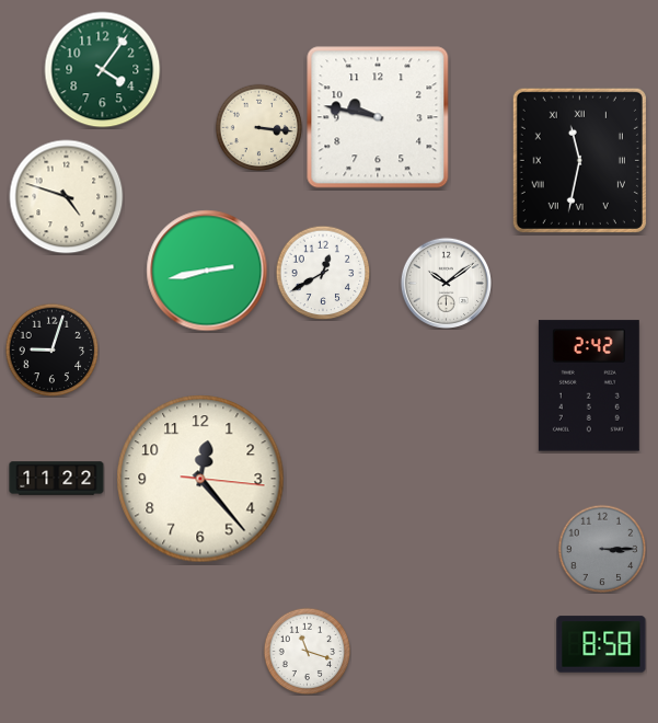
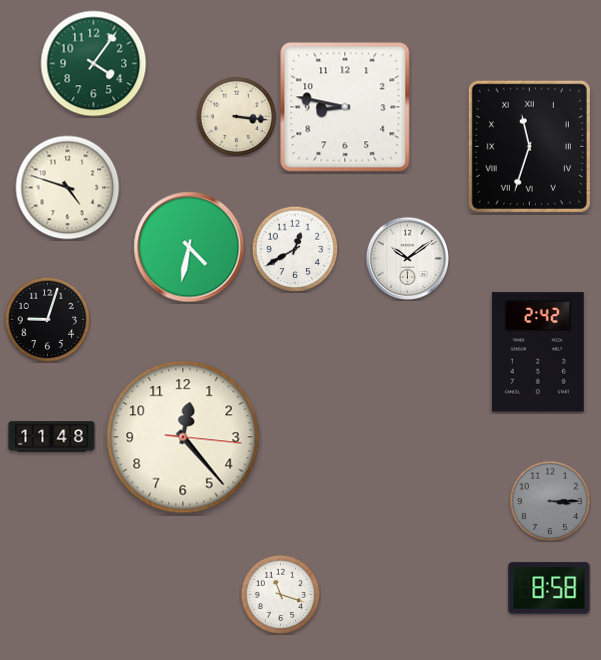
clock at (378, 117): 9:47 -> 8:47
clock at (579, 160): 11:32 -> 11:33
clock at (67, 197) position: (67, 197) -> (68, 188)
clock at (207, 271): 2:43 -> 4:32
clock at (57, 479): 11:22 -> 11:48
